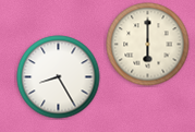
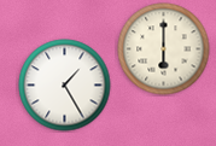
clock at (59, 77): 8:25 -> 1:25
